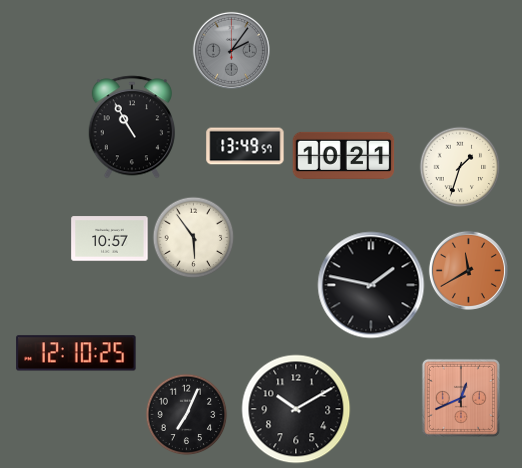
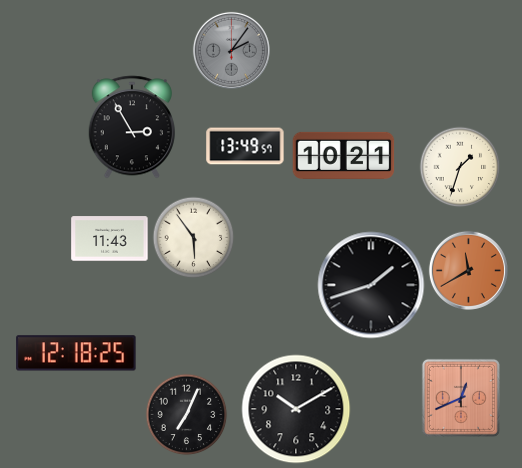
clock at (131, 127): 10:55 -> 2:55
clock at (110, 239): 10:57 -> 11:43
clock at (371, 285): 1:47 -> 1:42
clock at (76, 353): 12:10 -> 12:18
